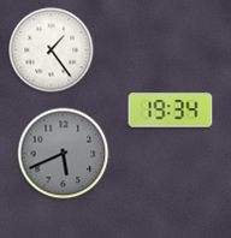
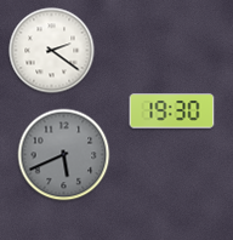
clock at (52, 50): 1:24 -> 2:21
clock at (171, 111): 19:34 -> 19:30
